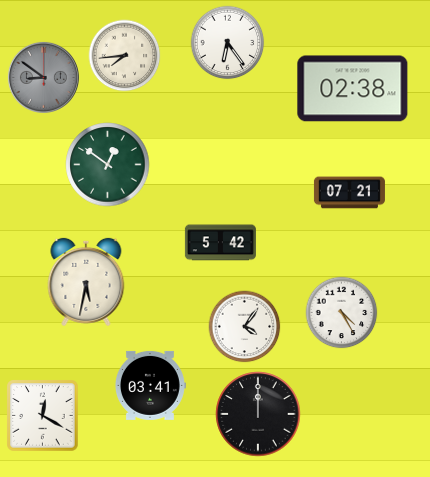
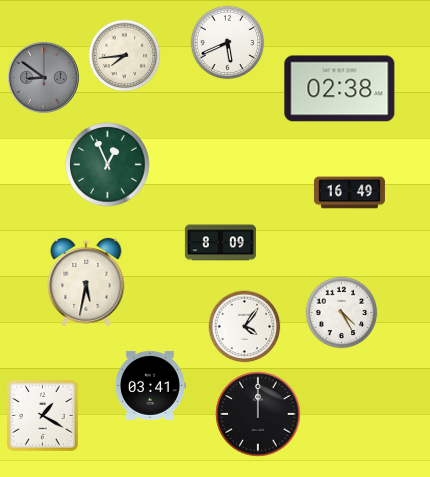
clock at (228, 43): 6:24 -> 5:41
clock at (353, 89) position: (353, 89) -> (340, 89)
clock at (108, 165): 12:51 -> 12:56
clock at (349, 193): 07:21 -> 16:49
clock at (220, 243): 5:42 -> 8:09
clock at (43, 416): 12:20 -> 1:20
